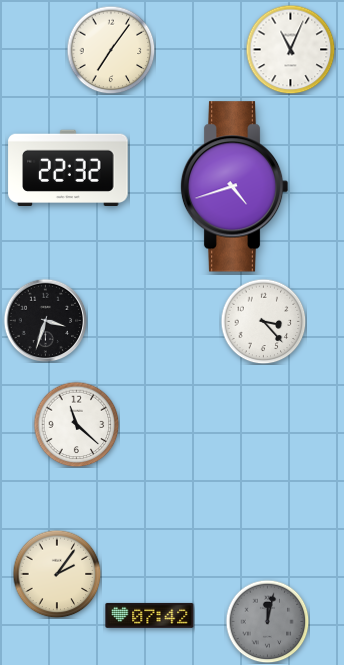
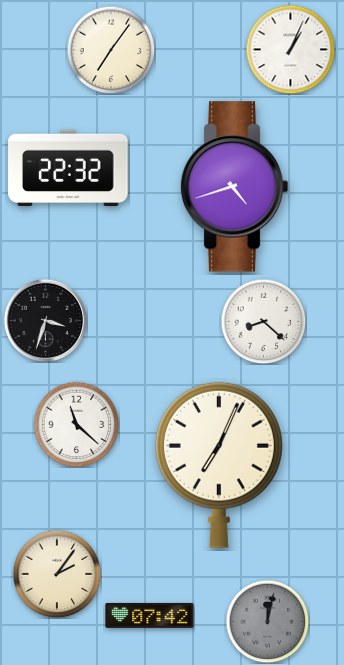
clock at (290, 49): 11:04 -> 1:04
clock at (263, 321): 3:23 -> 8:22
clock at (219, 465): none -> 7:04
